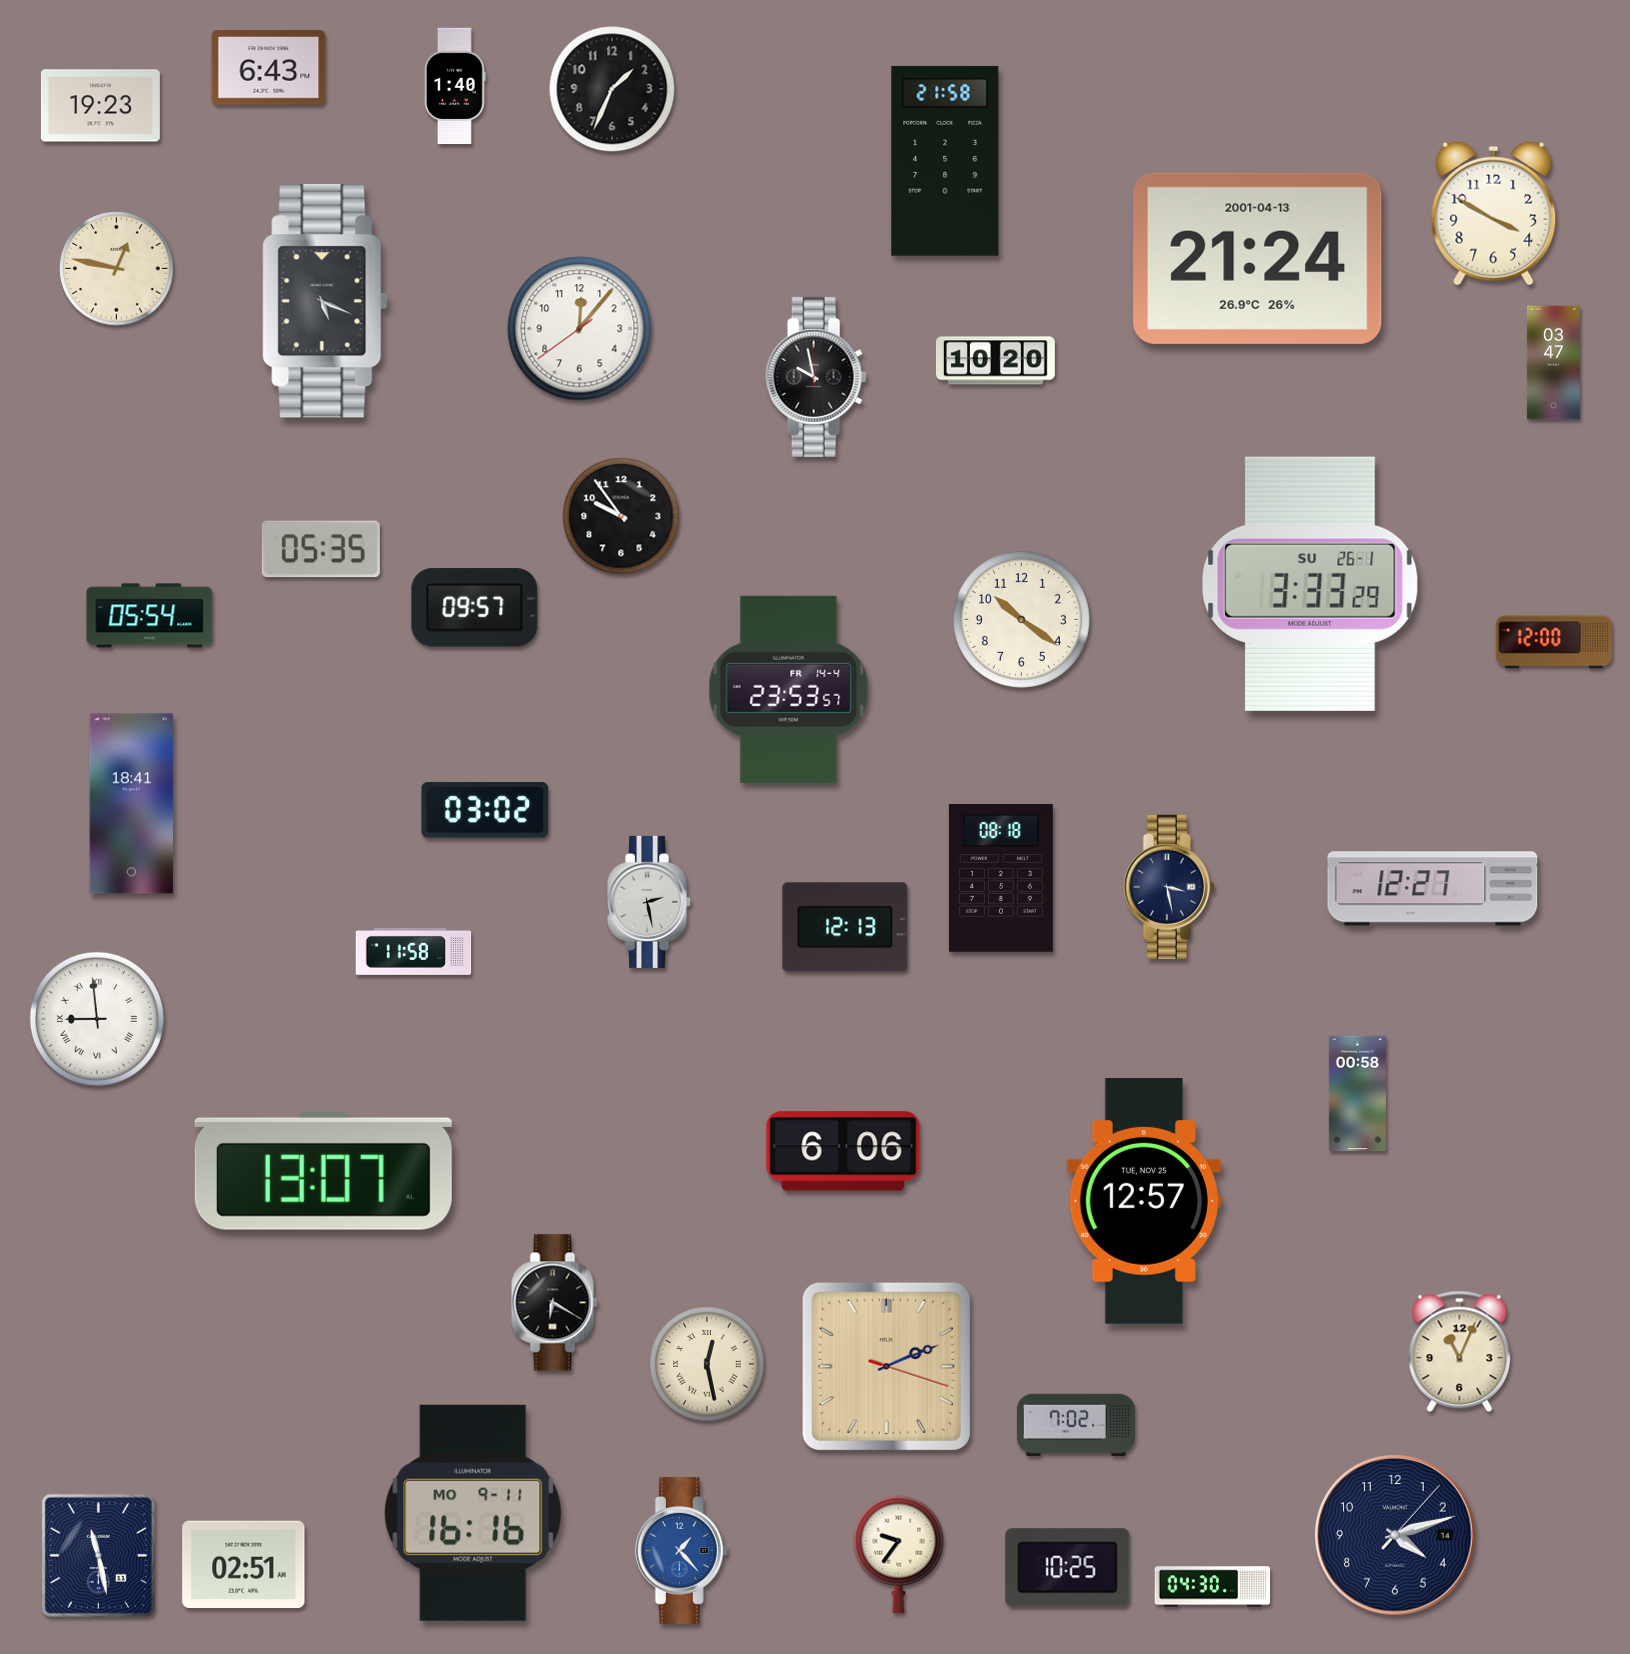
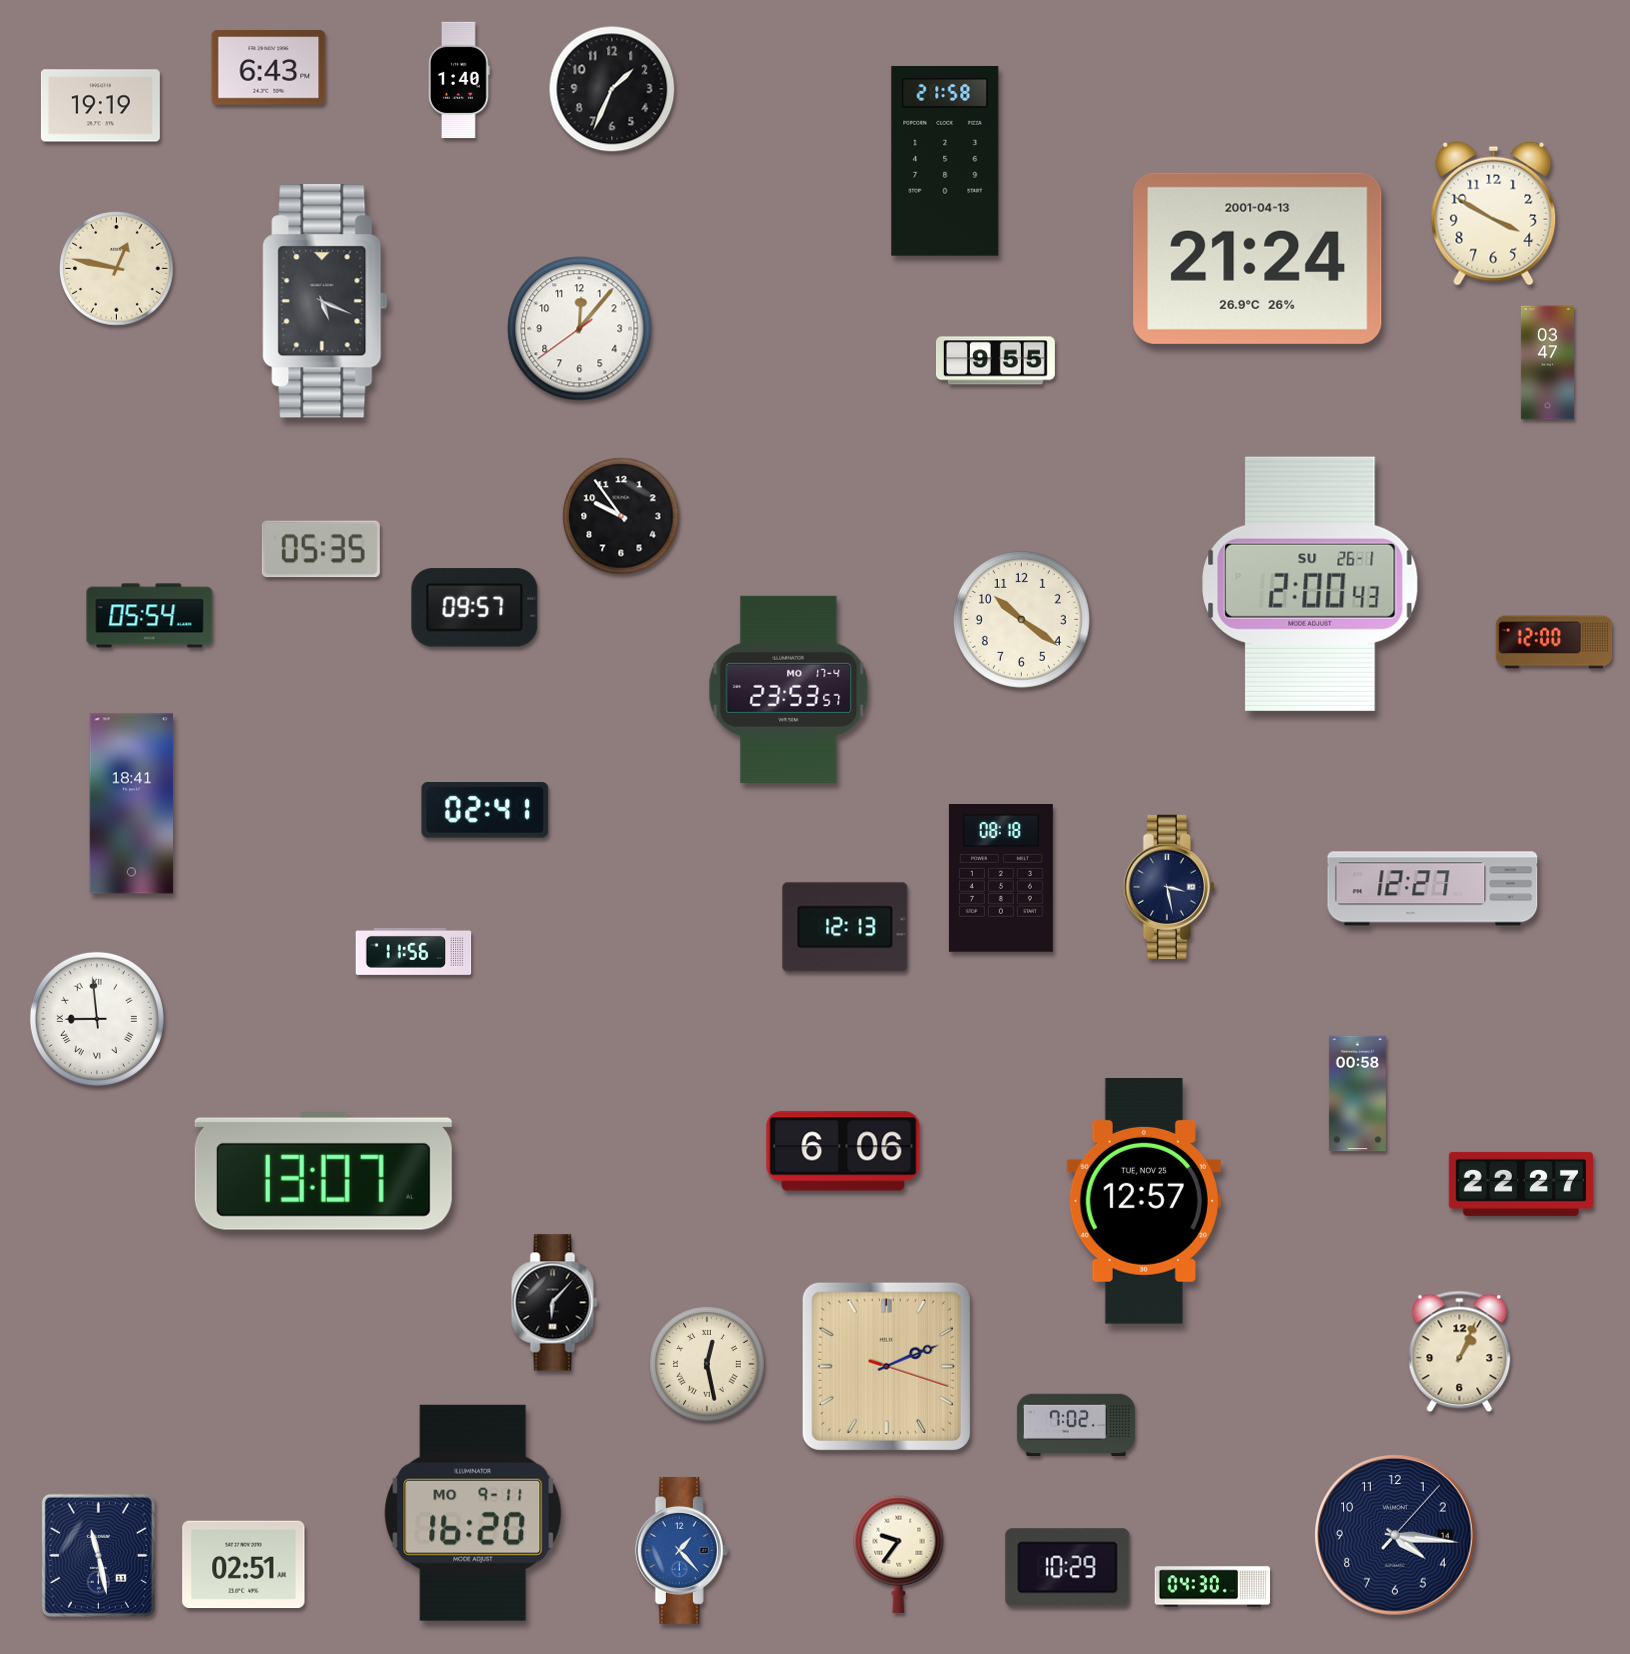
clock at (456, 86) position: (456, 86) -> (460, 80)
clock at (100, 106): 19:23 -> 19:19
clock at (995, 361): 10:20 -> 9:55
clock at (1553, 363) position: (1553, 363) -> (1547, 363)
clock at (816, 377): 9:58 -> none
clock at (1310, 584): 3:33 -> 2:00
clock at (789, 689) date: FR 14-4 -> MO 17-4
clock at (485, 811): 03:02 -> 02:41
clock at (650, 902): 2:28 -> none
clock at (414, 951): 11:58 -> 11:56
clock at (1520, 1184): none -> 22:27
clock at (555, 1303): 6:20 -> 6:07
clock at (1460, 1352): 11:04 -> 1:04
clock at (473, 1513): 16:16 -> 16:20
clock at (1395, 1535): 4:12 -> 4:16
clock at (1068, 1568): 10:25 -> 10:29
